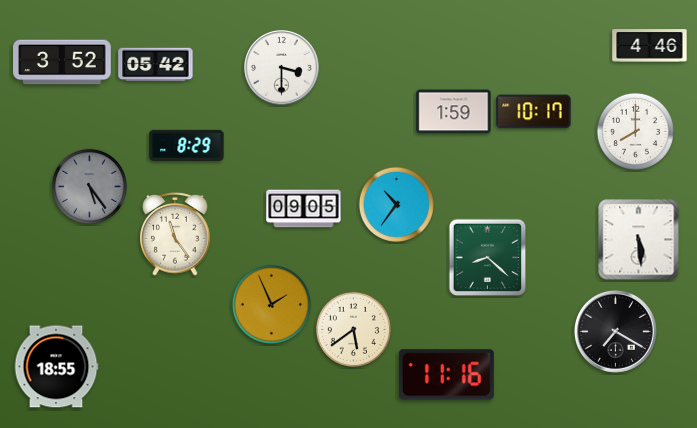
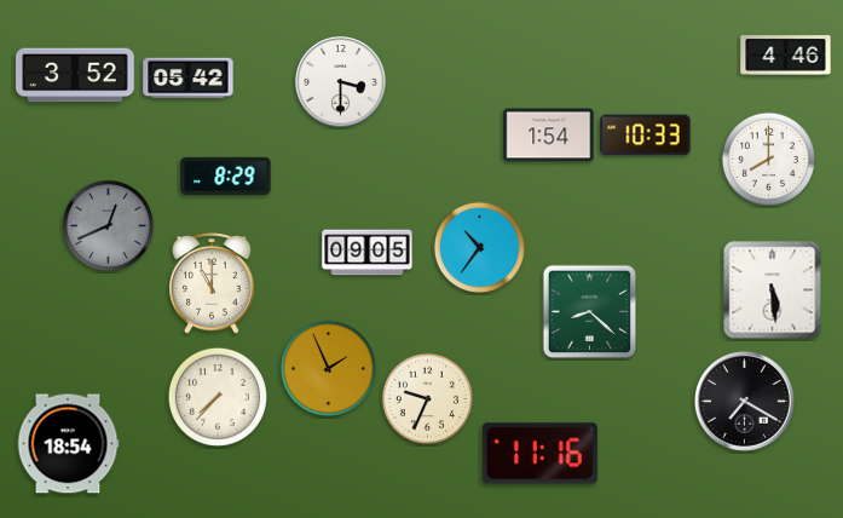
clock at (454, 112): 1:59 -> 1:54
clock at (534, 112): 10:17 -> 10:33
clock at (89, 186): 5:24 -> 12:41
clock at (175, 234): 11:24 -> 11:00
clock at (218, 397): none -> 7:37
clock at (353, 329): 5:39 -> 9:34
clock at (56, 367): 18:55 -> 18:54
